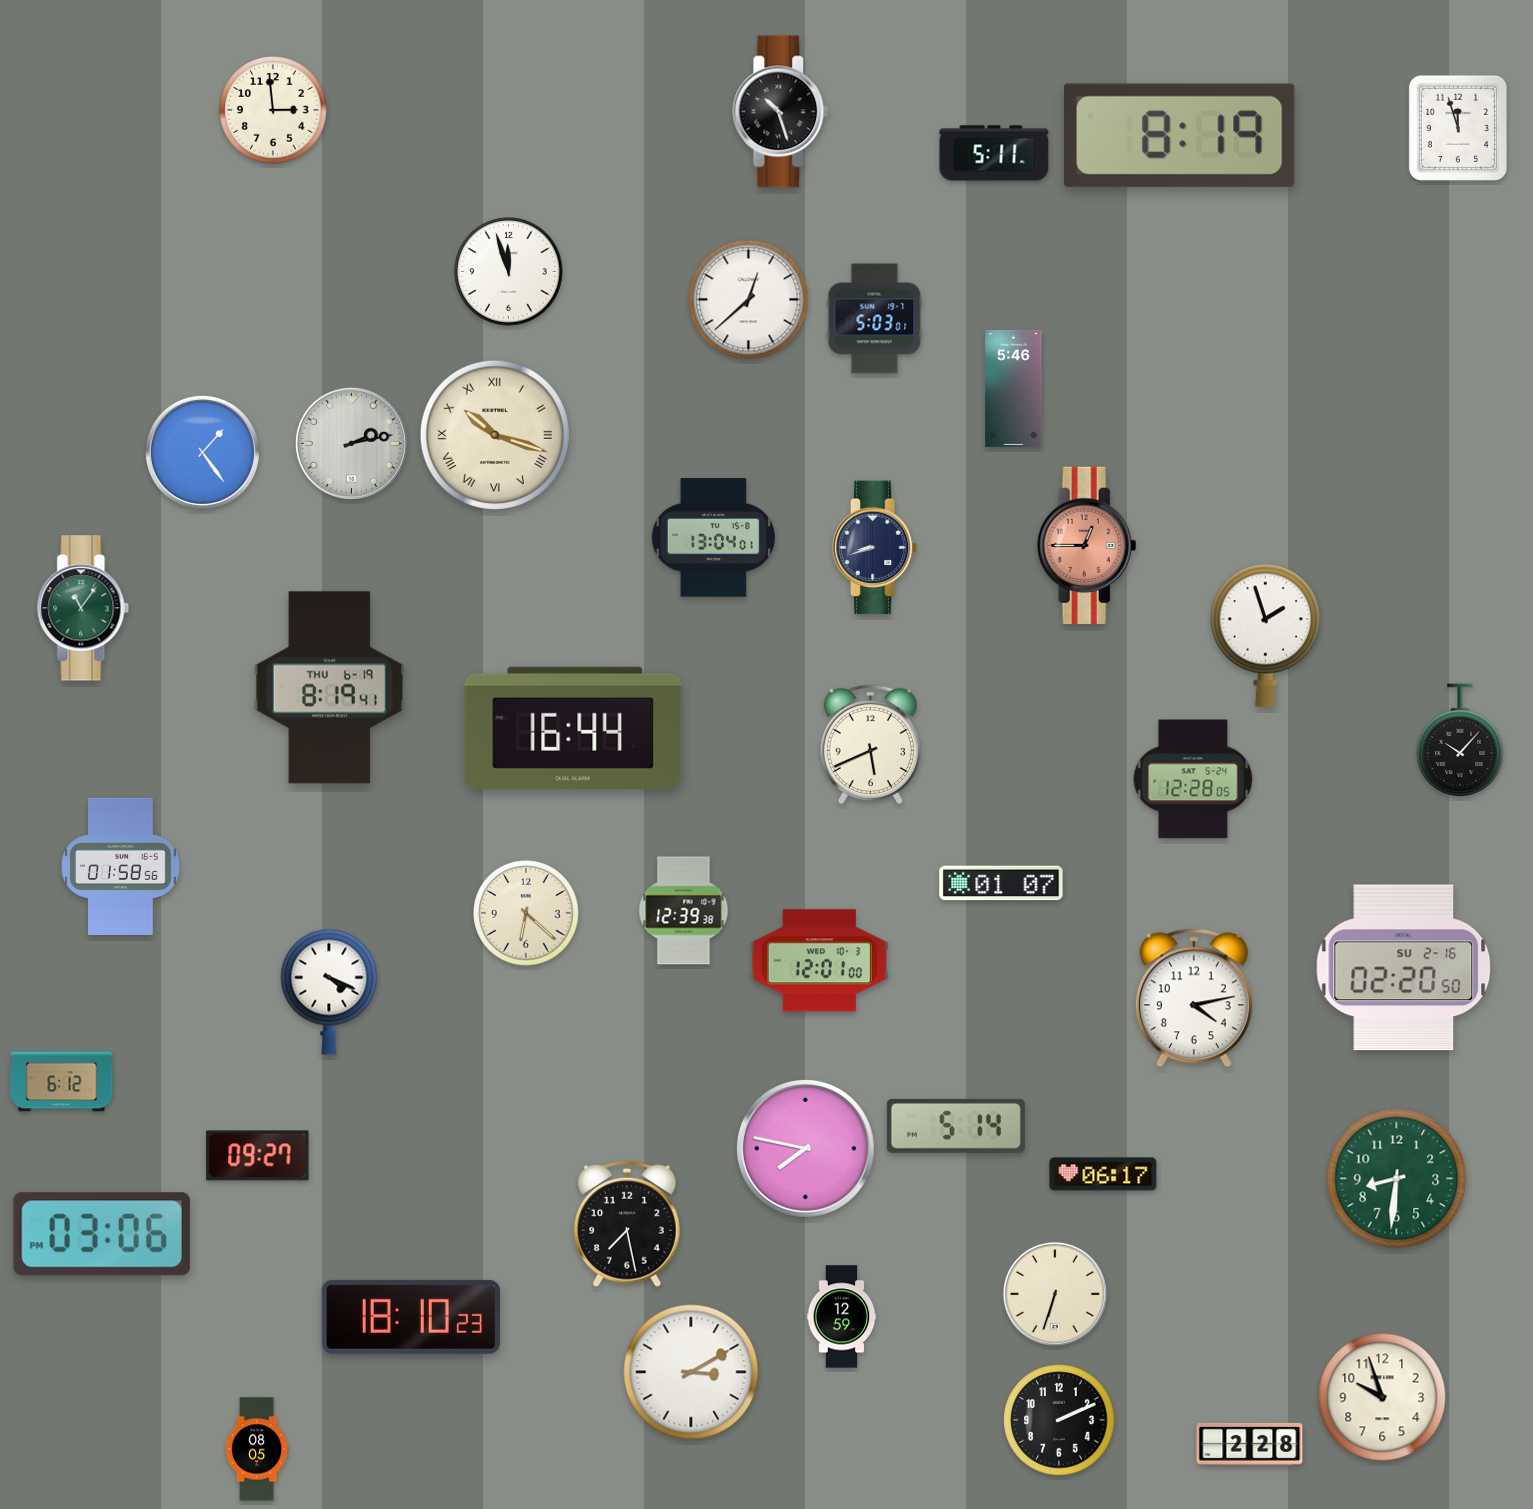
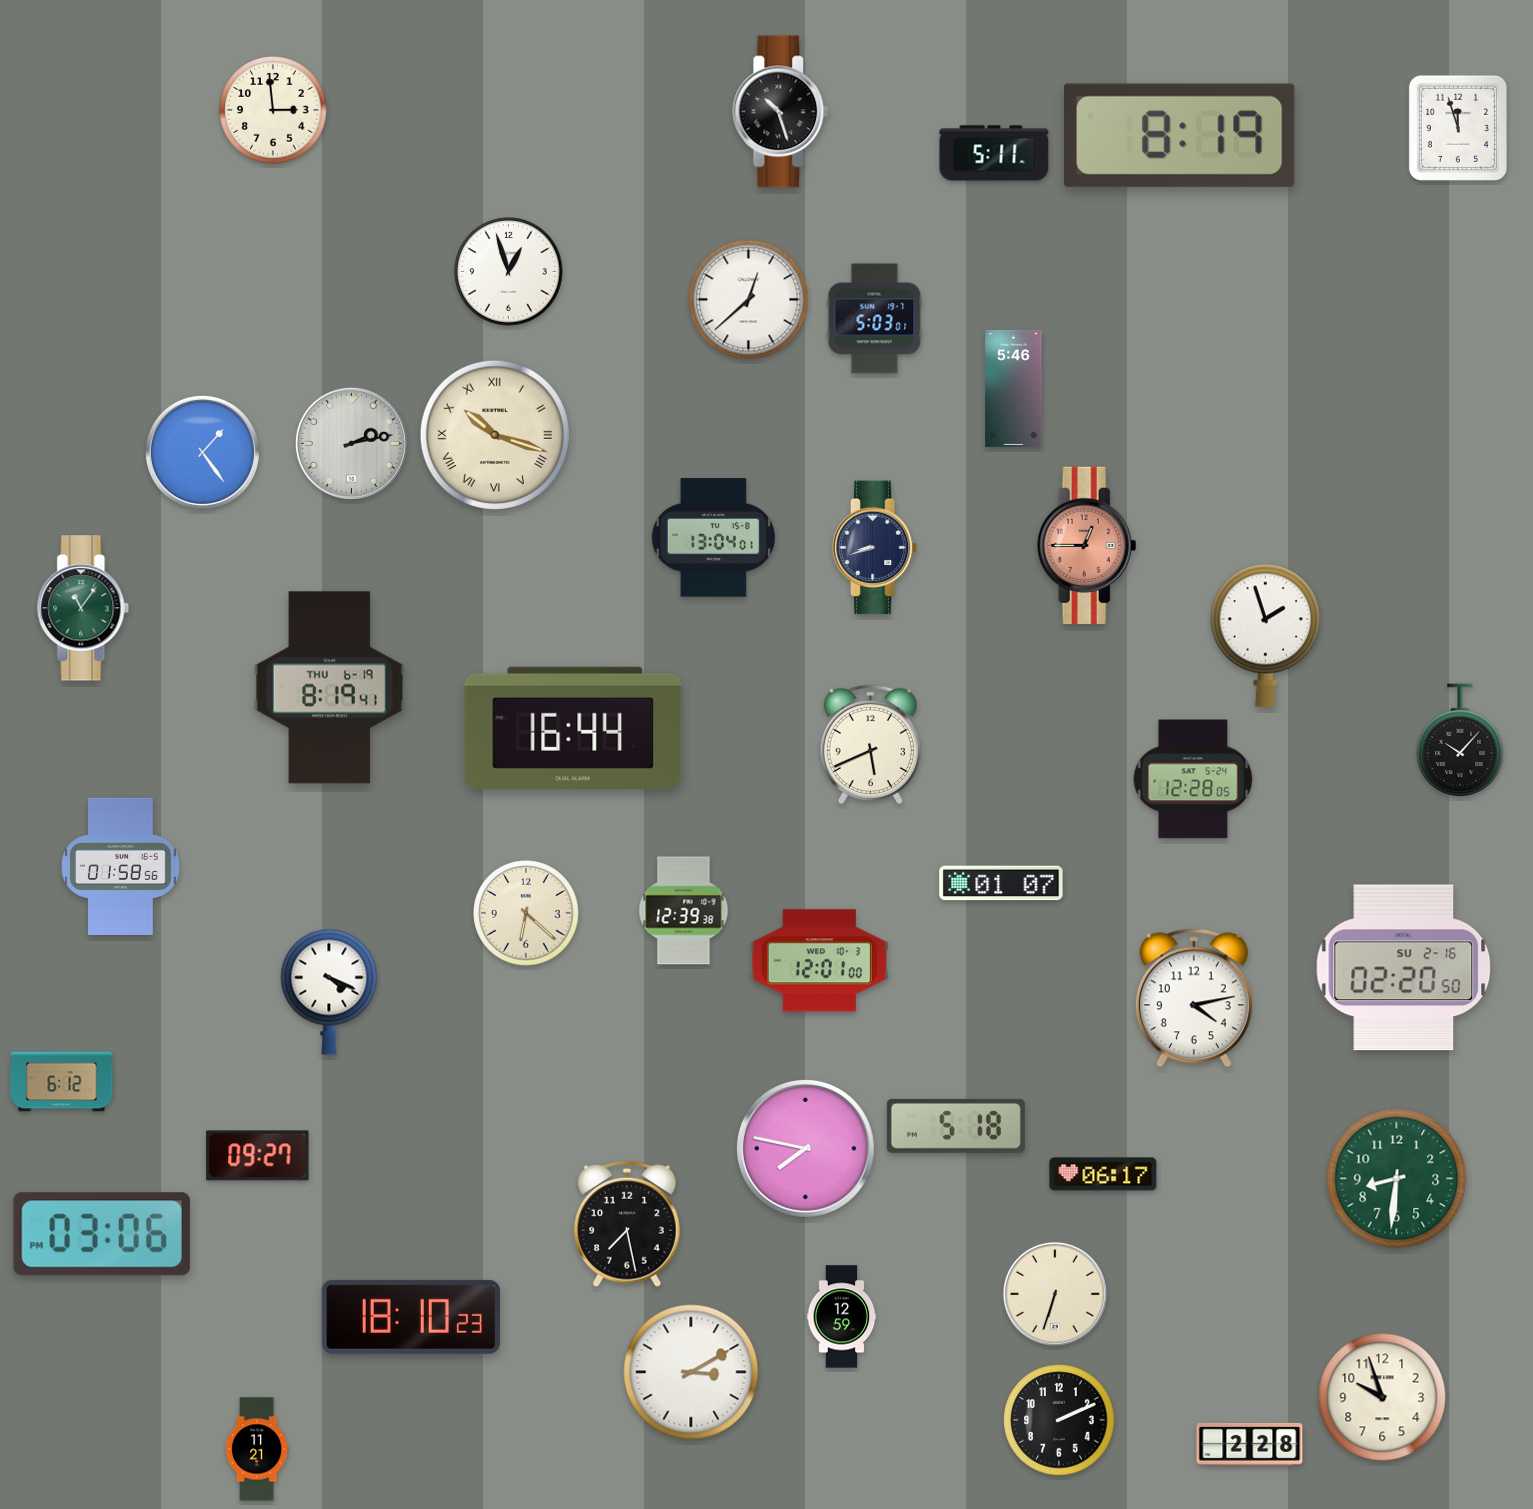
clock at (509, 272): 11:57 -> 12:57
clock at (956, 1126): 5:14 -> 5:18
clock at (257, 1449): 08:05 -> 11:21
